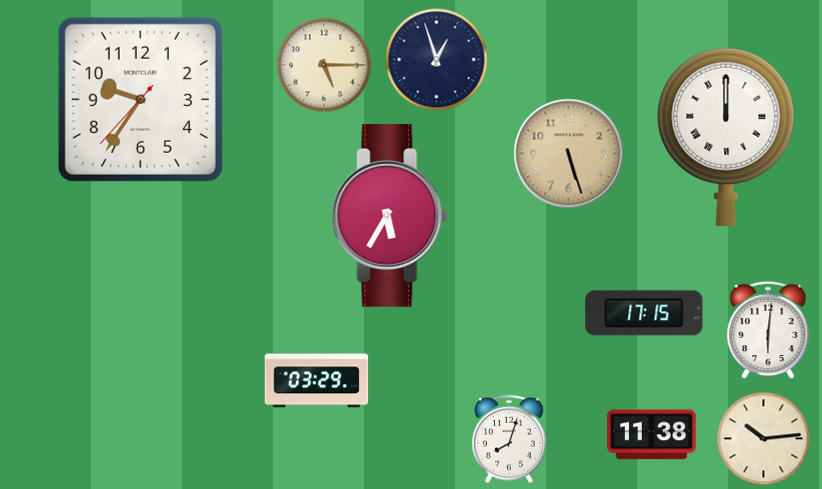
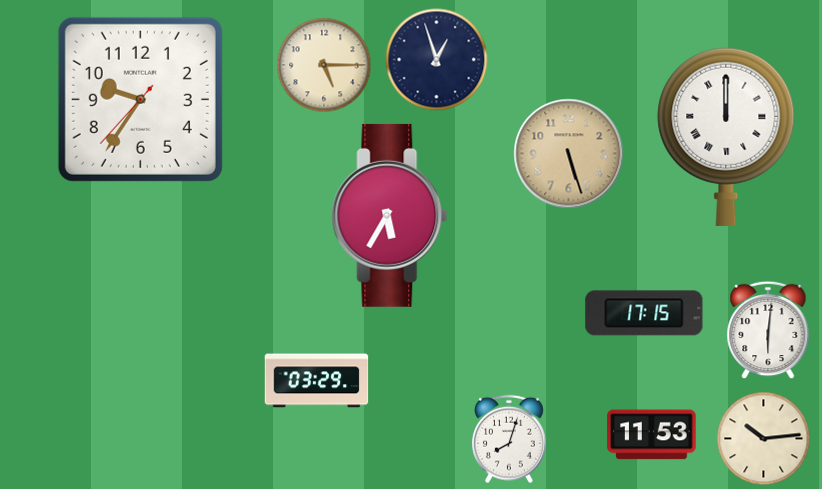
clock at (652, 435): 11:38 -> 11:53
